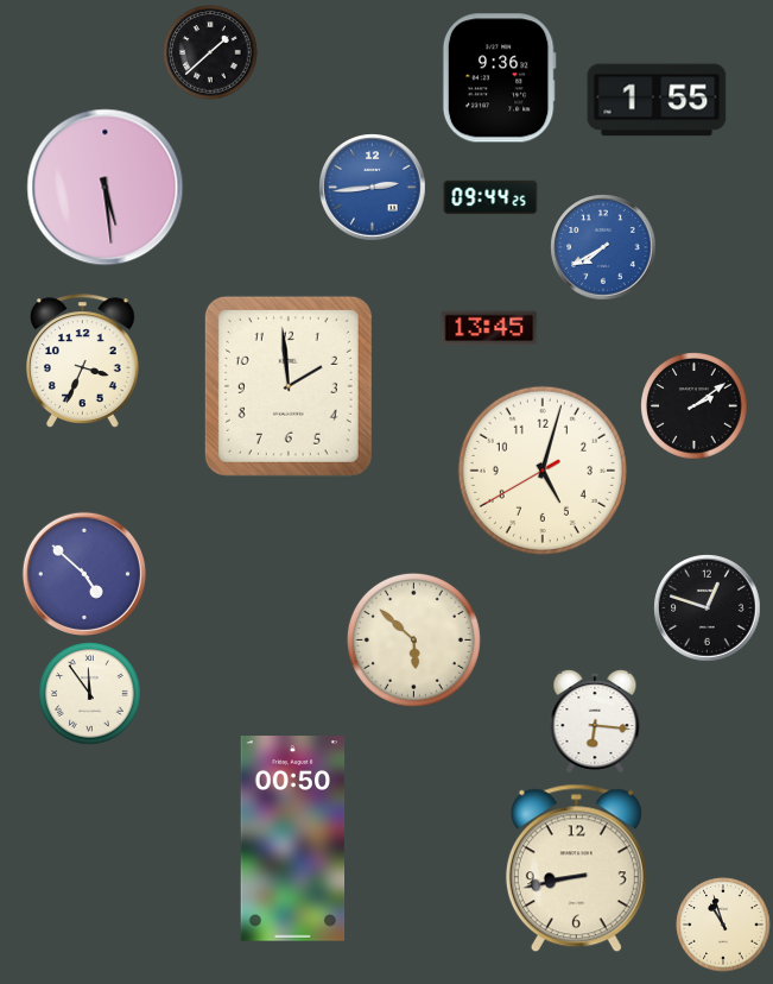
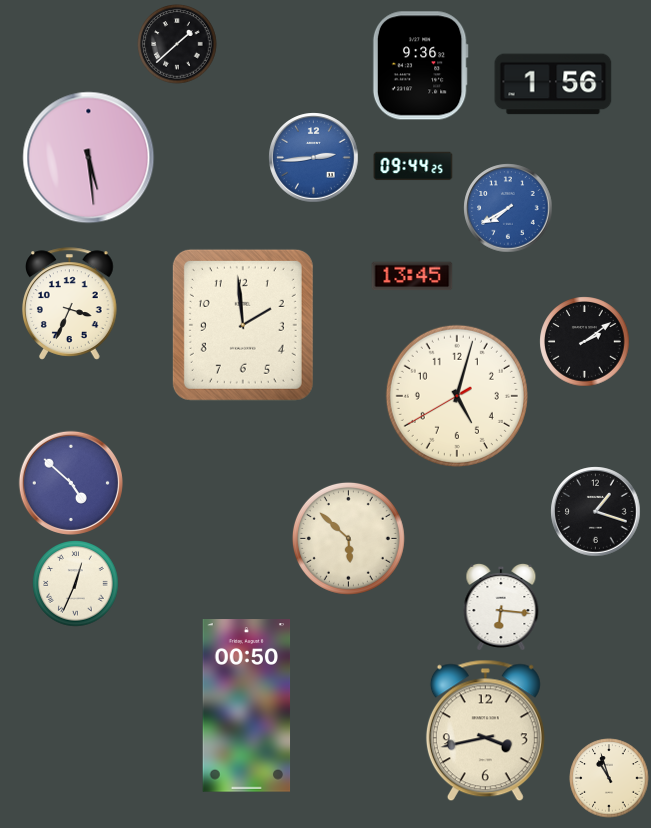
clock at (657, 100): 1:55 -> 1:56
clock at (708, 608): 12:48 -> 1:18
clock at (90, 694): 11:54 -> 12:34
clock at (576, 869): 8:43 -> 3:43
